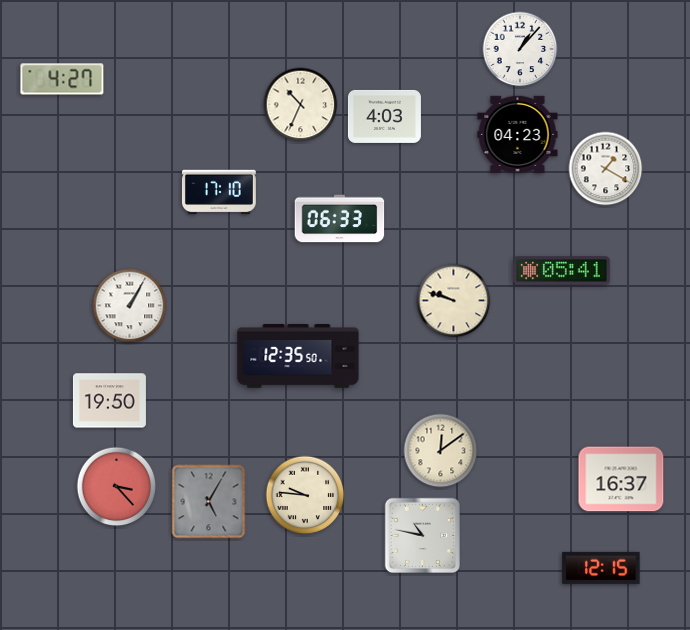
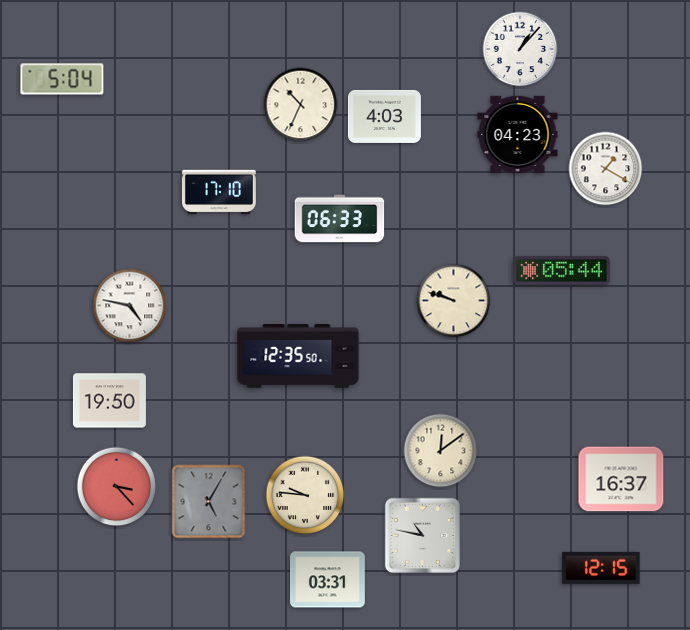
clock at (62, 79): 4:27 -> 5:04
clock at (562, 271): 05:41 -> 05:44
clock at (130, 306): 1:05 -> 4:47
clock at (328, 580): none -> 03:31
